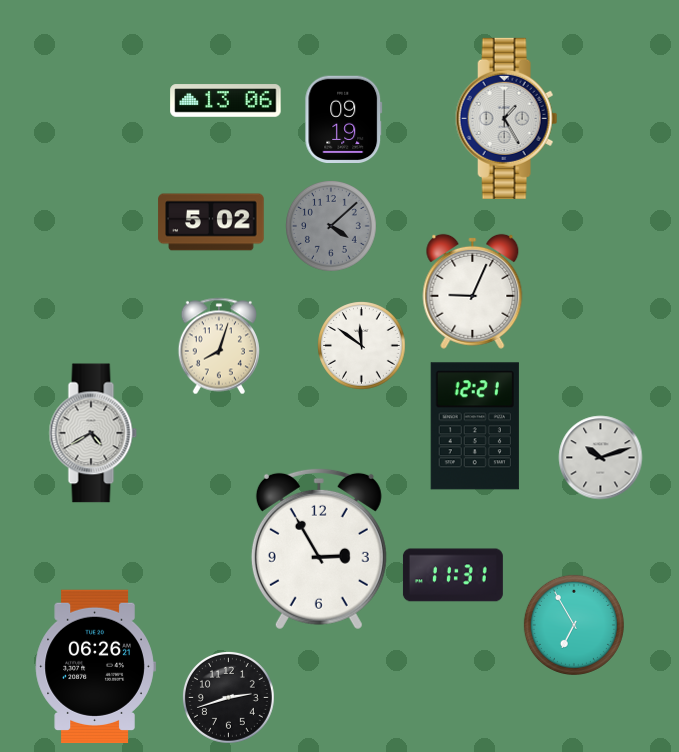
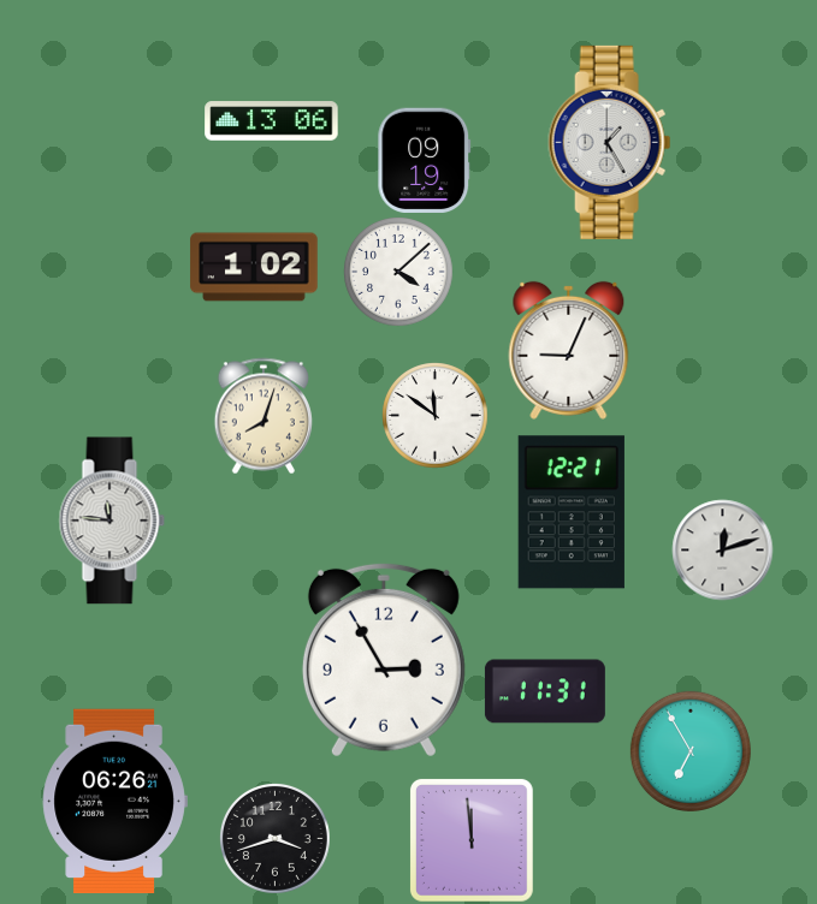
clock at (344, 119) position: (344, 119) -> (425, 160)
clock at (211, 222): 5:02 -> 1:02
clock at (331, 226) dial: grey -> white
clock at (93, 433): 4:40 -> 11:46
clock at (600, 457): 10:12 -> 12:12
clock at (228, 697): 2:42 -> 3:42
clock at (472, 840): none -> 11:59
